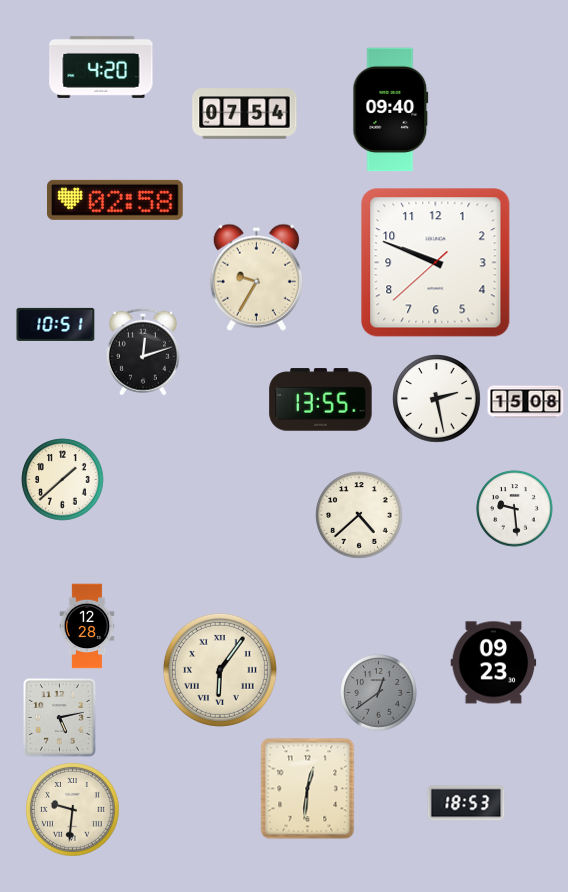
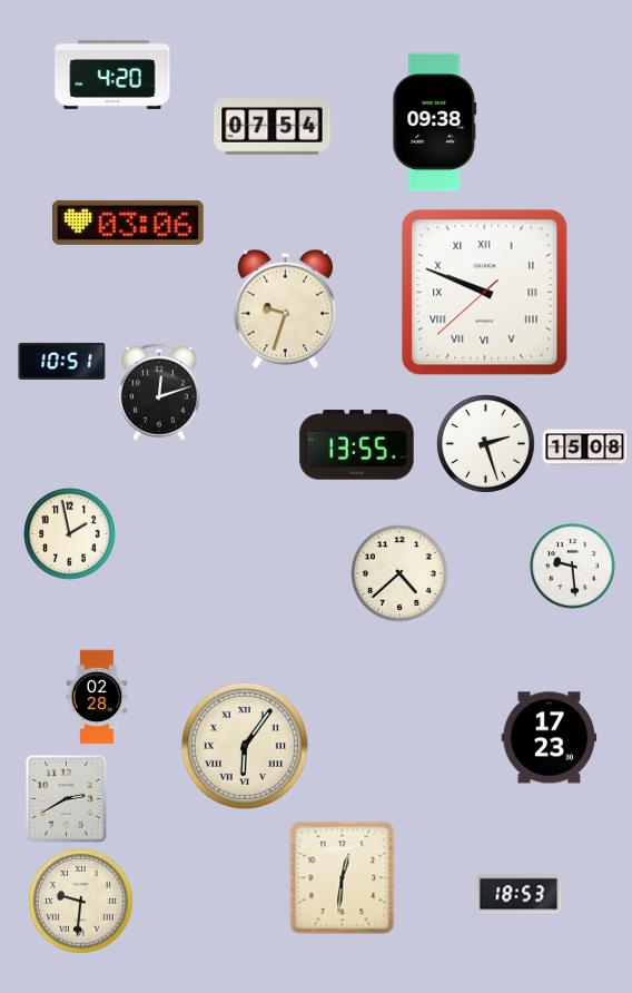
clock at (391, 110): 09:40 -> 09:38
clock at (116, 200): 02:58 -> 03:06
clock at (436, 263) numerals: Arabic -> Roman
clock at (256, 277): 9:35 -> 9:33
clock at (437, 399): 2:28 -> 2:27
clock at (63, 480): 1:38 -> 1:58
clock at (87, 626): 12:28 -> 02:28
clock at (494, 663): 09:23 -> 17:23
clock at (379, 693): 12:39 -> none
clock at (60, 718): 5:13 -> 2:40
